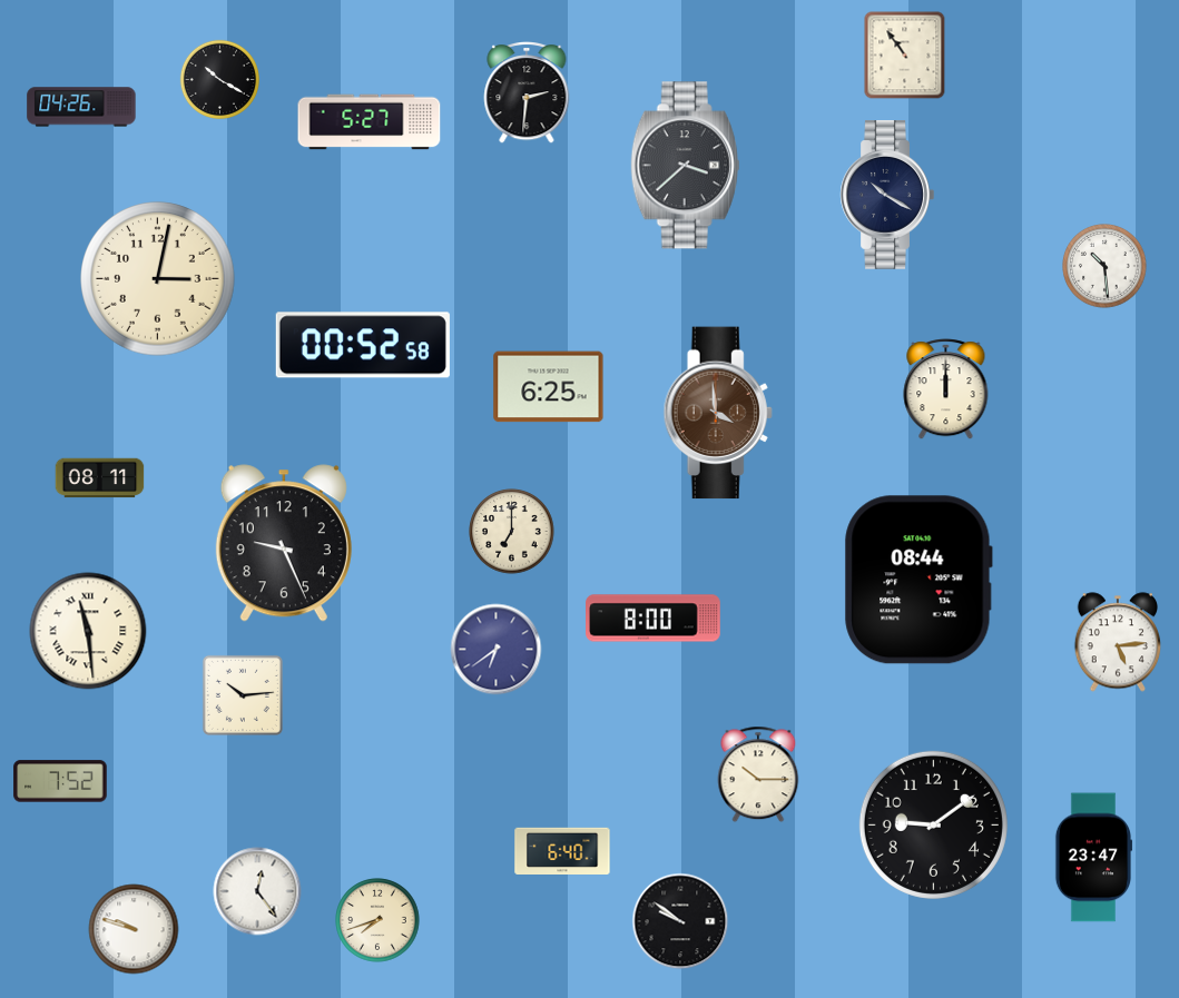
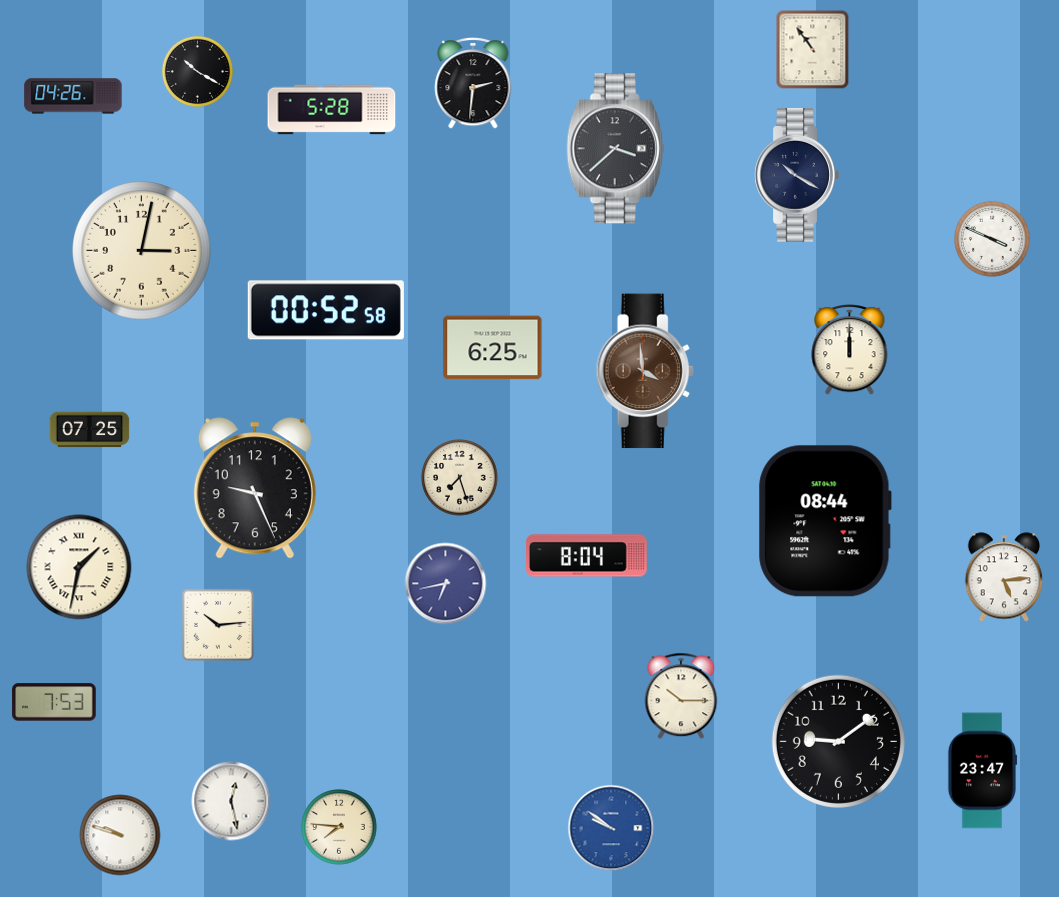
clock at (370, 122): 5:27 -> 5:28
clock at (1104, 266): 10:29 -> 3:49
clock at (100, 478): 08:11 -> 07:25
clock at (512, 532): 7:00 -> 7:27
clock at (654, 619): 8:00 -> 8:04
clock at (88, 631): 11:29 -> 1:32
clock at (497, 650): 6:39 -> 6:43
clock at (60, 781): 7:52 -> 7:53
clock at (562, 850): 6:40 -> none
clock at (257, 891): 12:24 -> 12:28
clock at (377, 920): 7:42 -> 7:46
clock at (680, 921) dial: black -> blue
